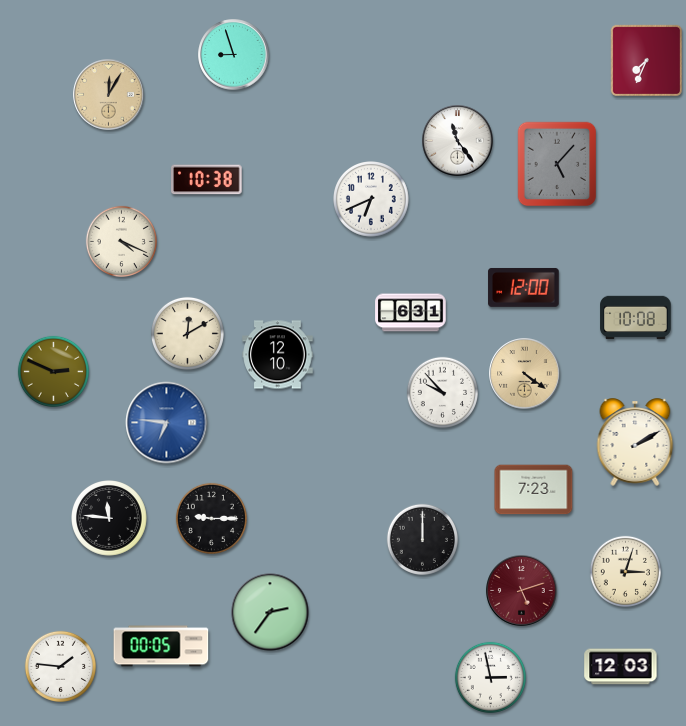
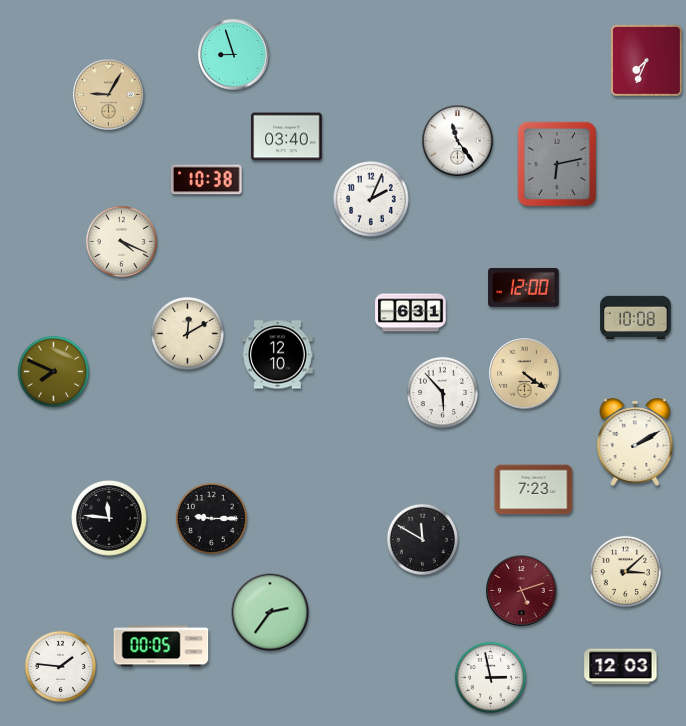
clock at (109, 95): 12:05 -> 9:05
clock at (287, 137): none -> 03:40
clock at (557, 164): 5:07 -> 6:13
clock at (372, 200): 6:41 -> 2:04
clock at (53, 371): 2:49 -> 7:49
clock at (442, 392): 9:53 -> 5:53
clock at (167, 423): 6:46 -> none
clock at (422, 539): 12:00 -> 11:50
clock at (625, 571): 3:03 -> 3:08
